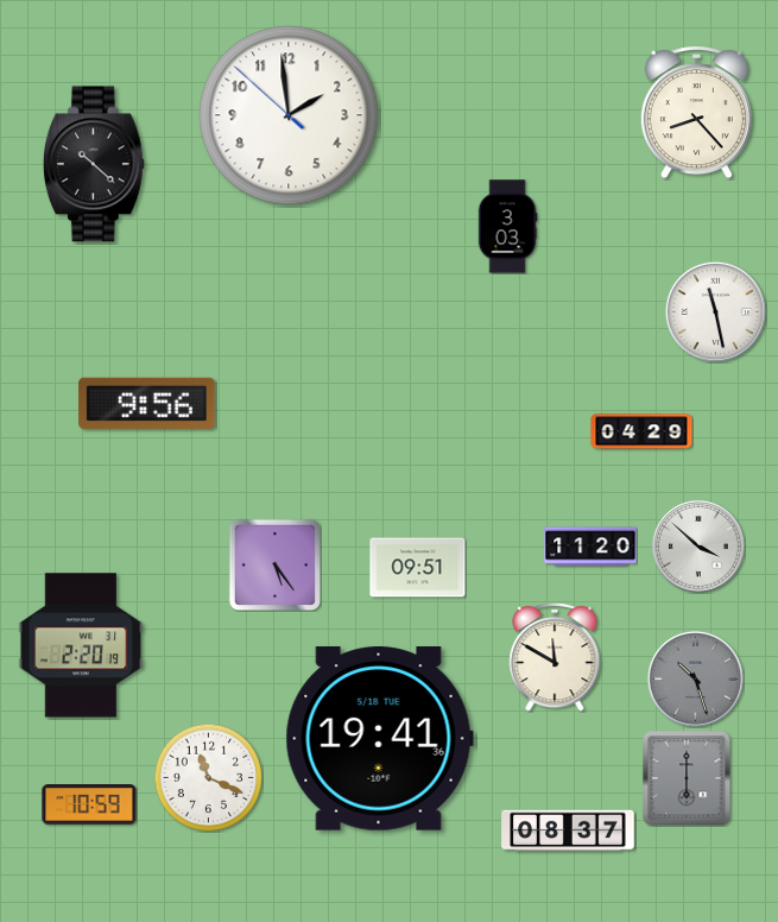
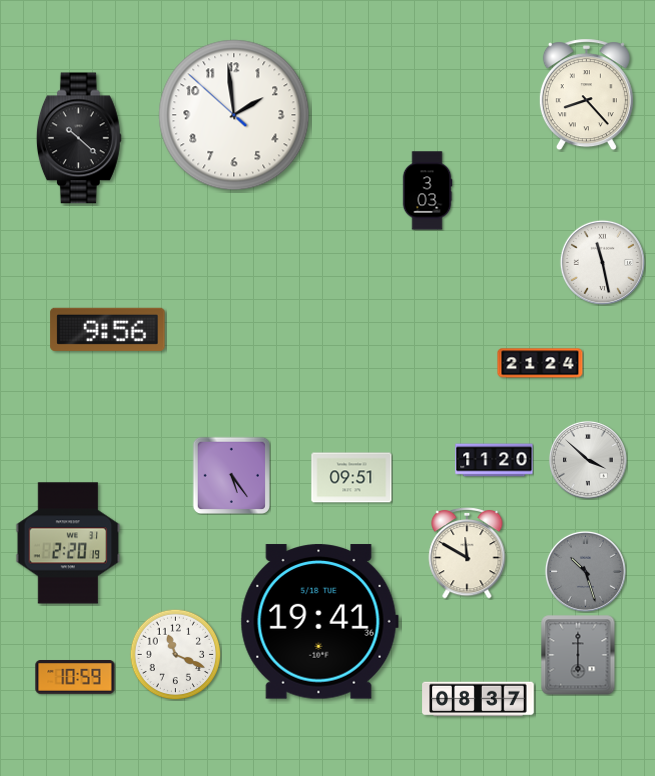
clock at (289, 115) position: (289, 115) -> (234, 115)
clock at (147, 403) position: (147, 403) -> (108, 329)
clock at (641, 431): 04:29 -> 21:24
clock at (590, 547) position: (590, 547) -> (494, 460)
